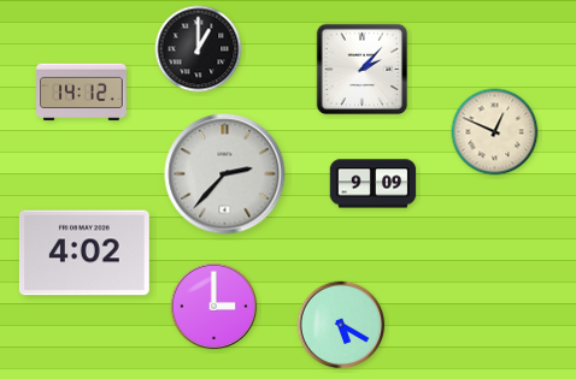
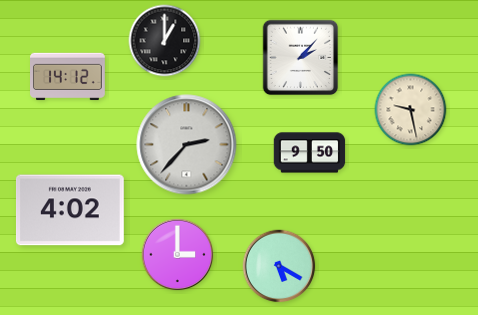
clock at (495, 132): 12:49 -> 9:28
clock at (374, 184): 9:09 -> 9:50
clock at (341, 325) position: (341, 325) -> (279, 266)
